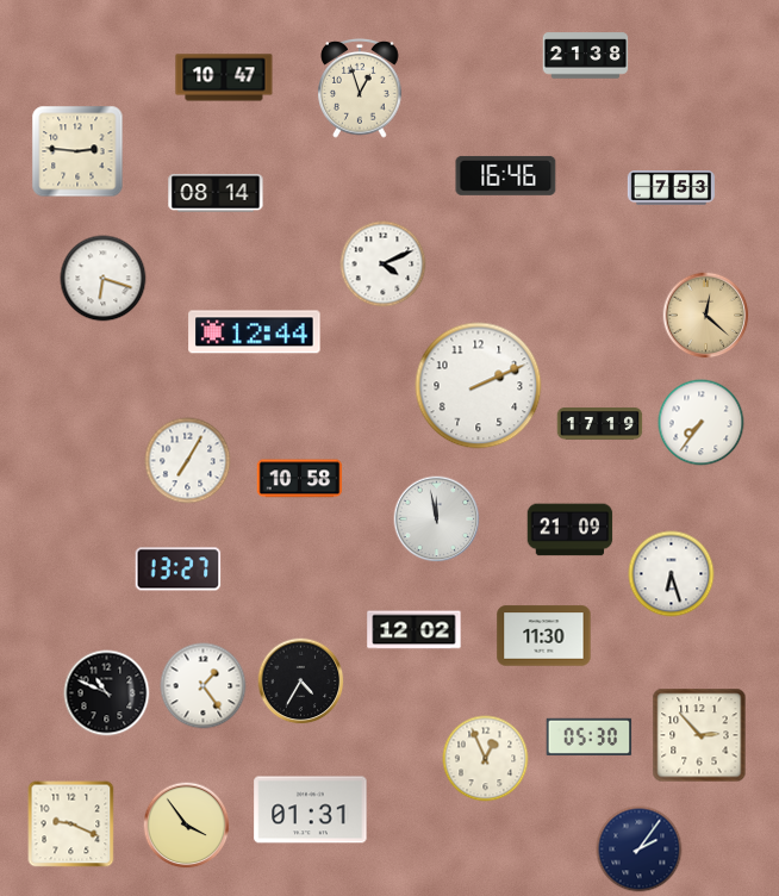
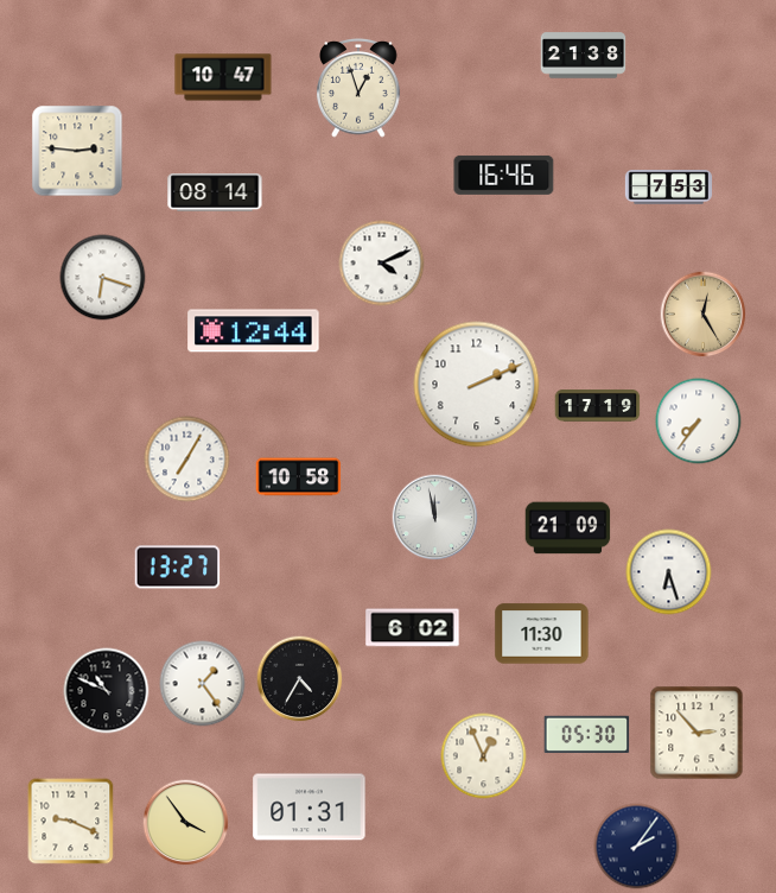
clock at (706, 316): 12:22 -> 12:25
clock at (600, 424) position: (600, 424) -> (598, 406)
clock at (415, 630): 12:02 -> 6:02
